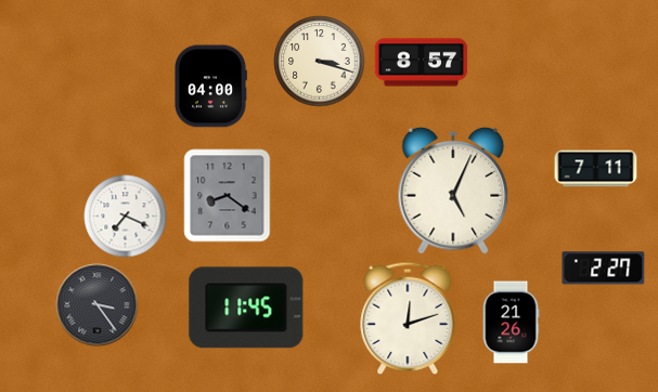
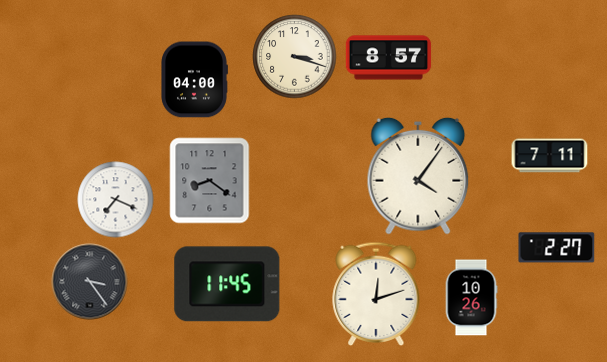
clock at (453, 191): 5:04 -> 4:06
clock at (511, 323): 21:26 -> 10:26
